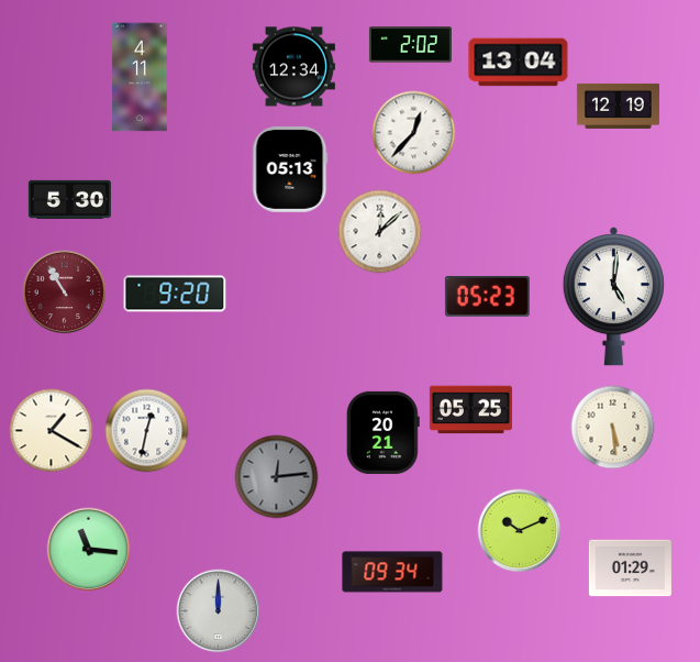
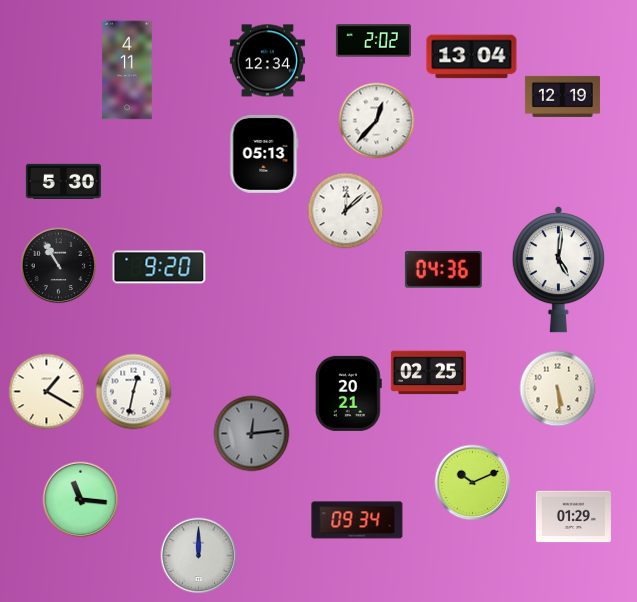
clock at (65, 293) dial: burgundy -> black
clock at (487, 296): 05:23 -> 04:36
clock at (470, 410): 05:25 -> 02:25
